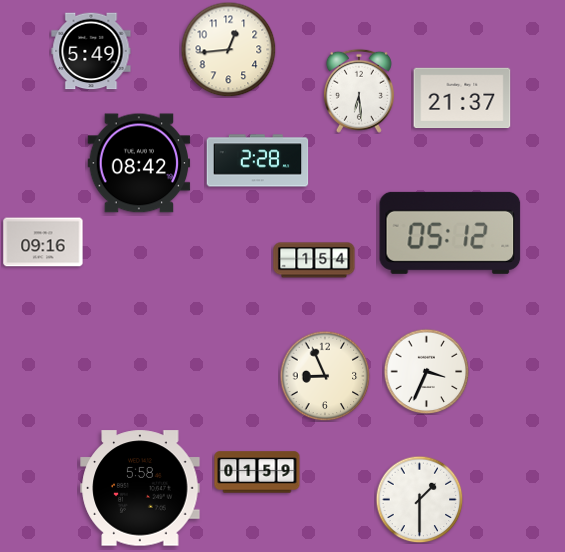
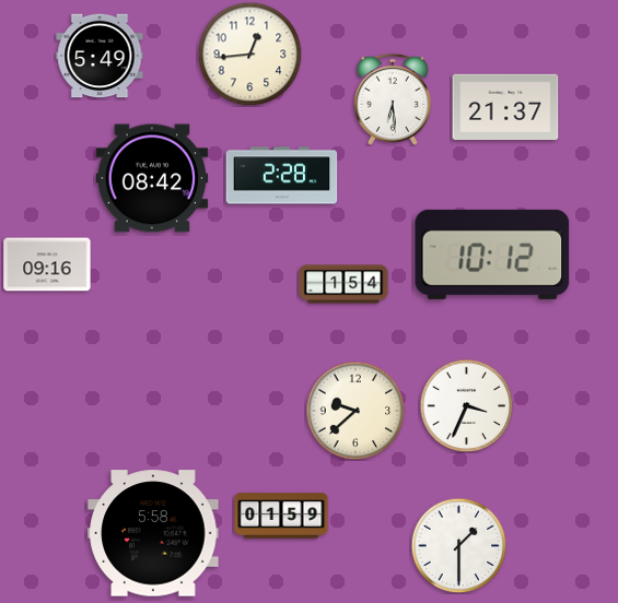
clock at (450, 233): 05:12 -> 10:12
clock at (325, 376): 8:56 -> 9:38
